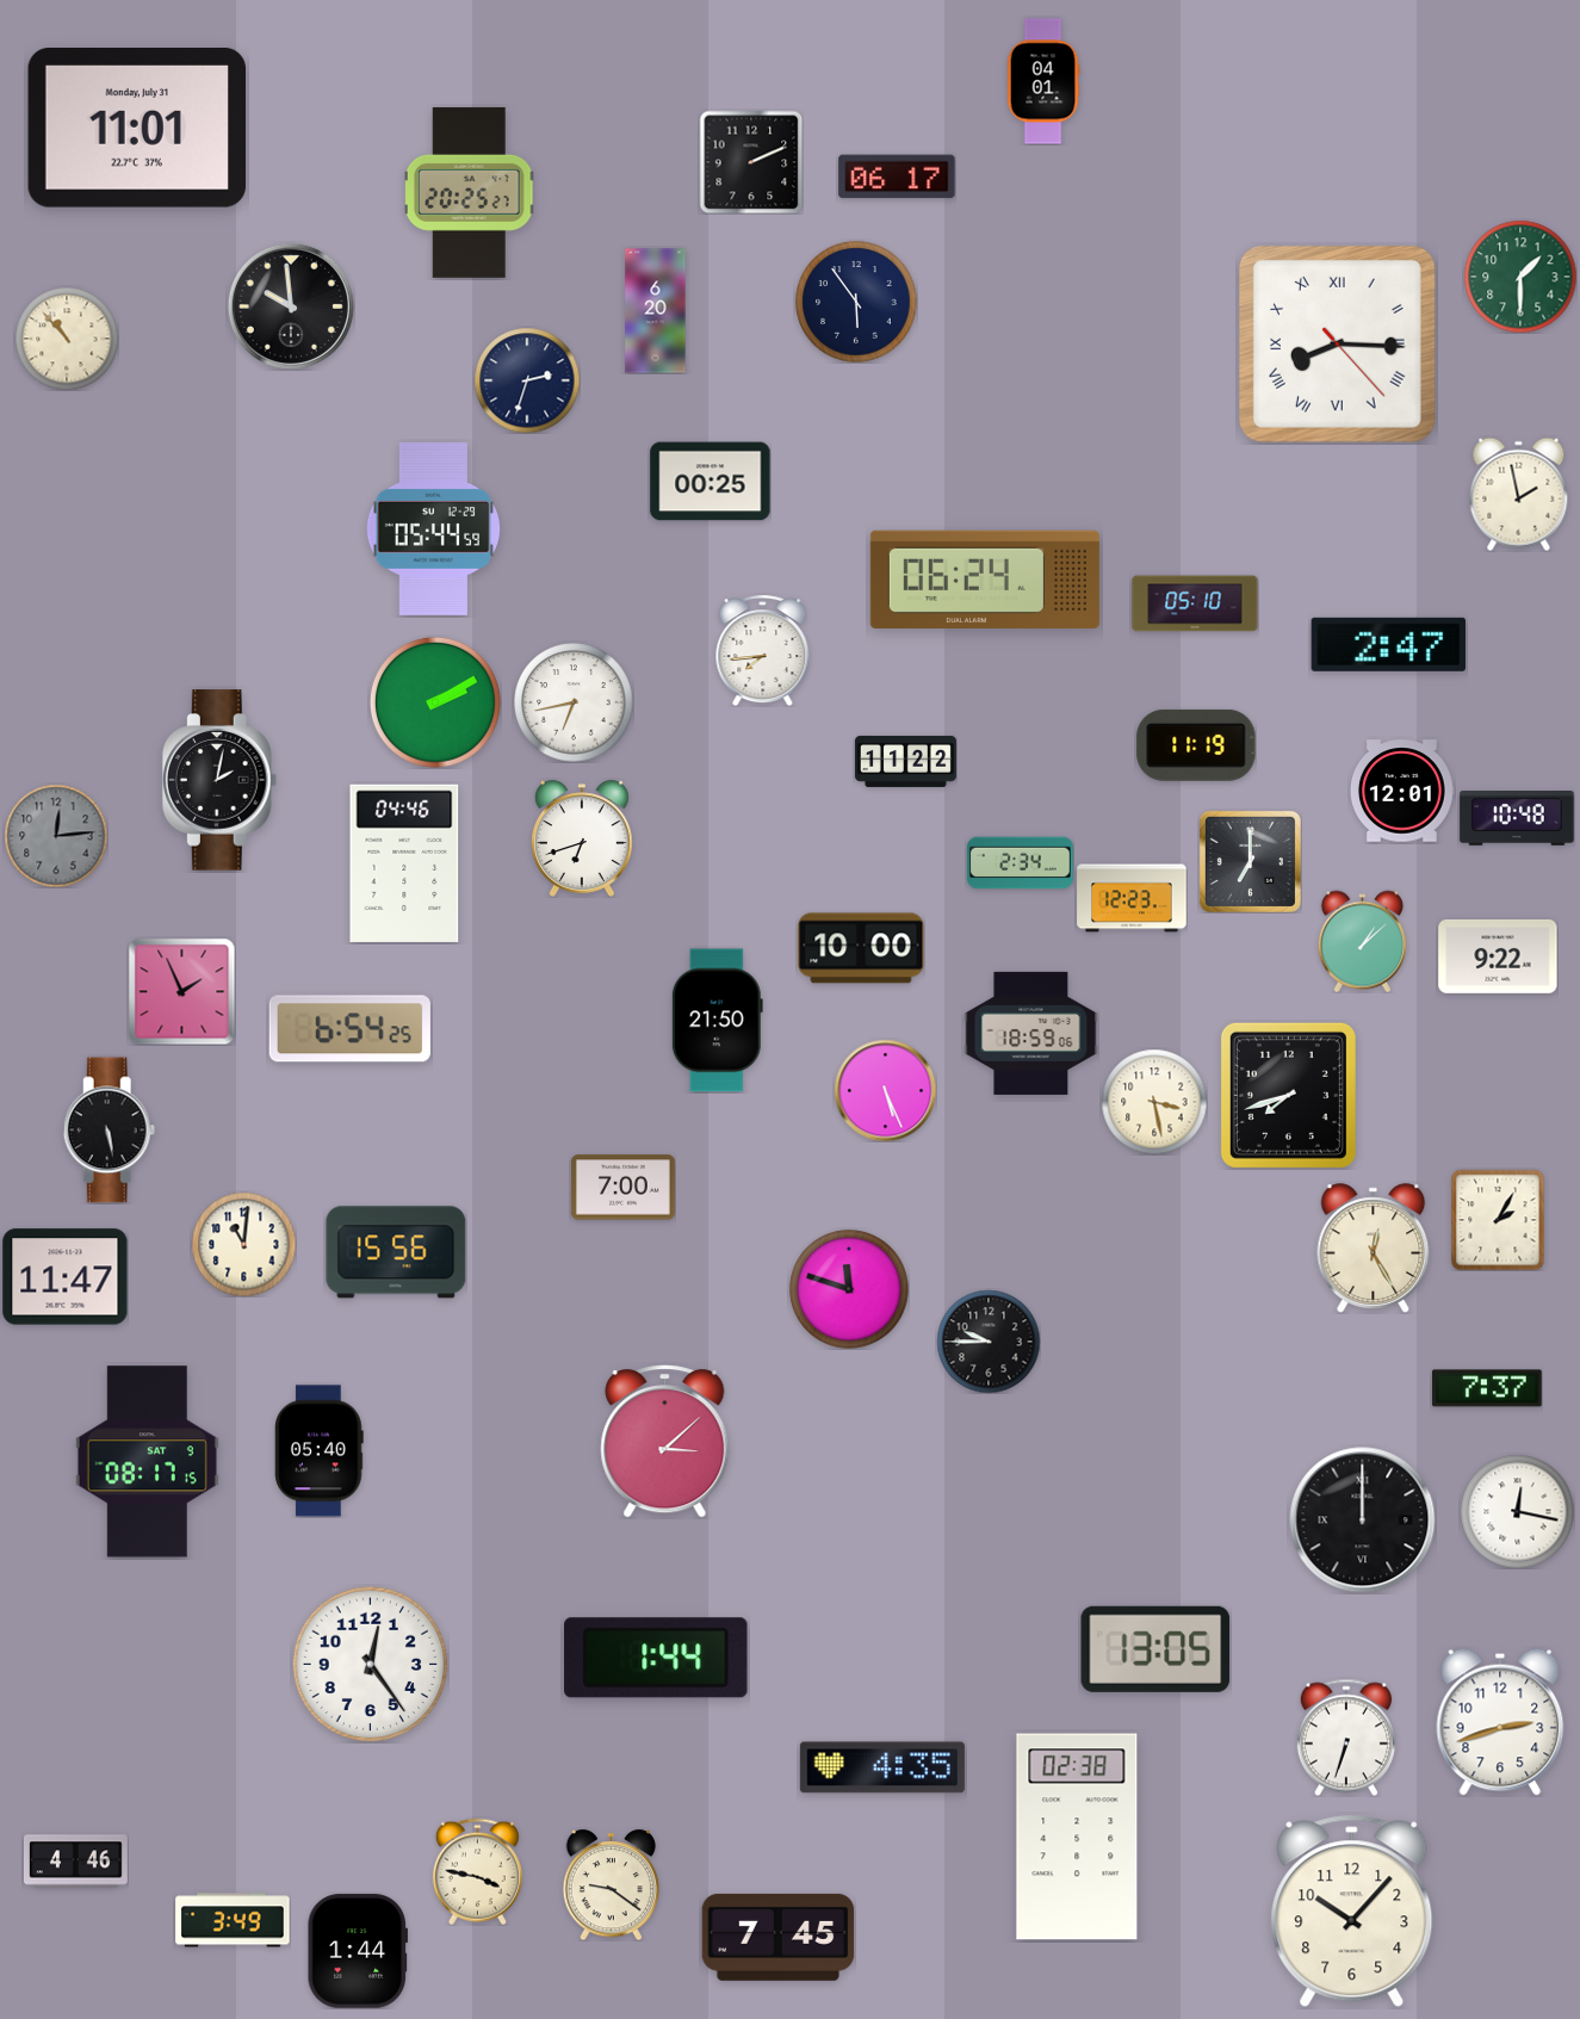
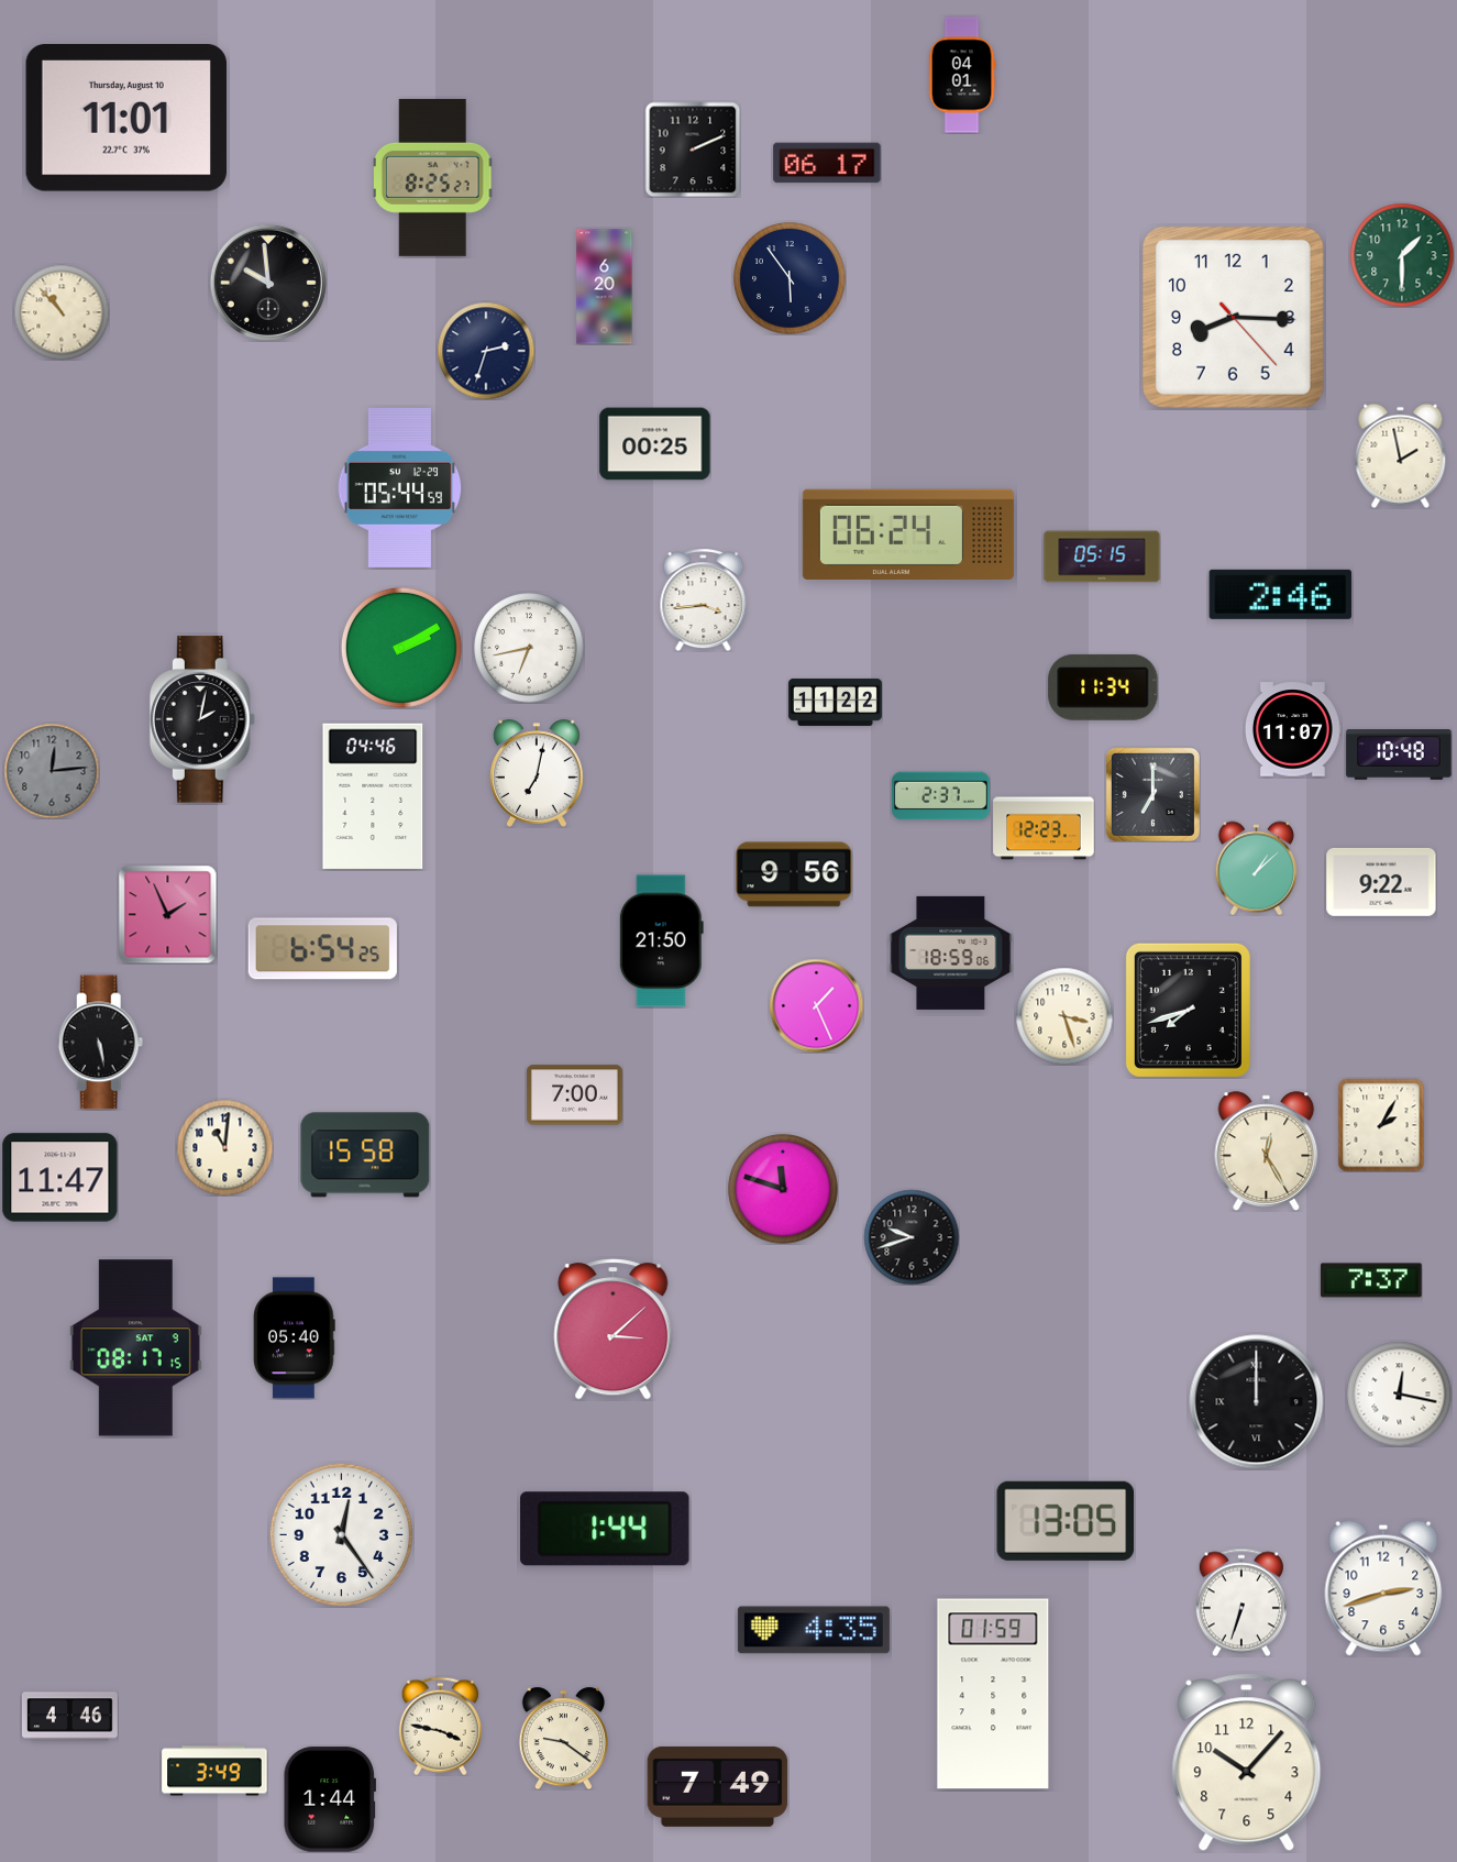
clock at (136, 129) date: Monday, July 31 -> Thursday, August 10
clock at (470, 192): 20:25 -> 8:25
clock at (1337, 343) numerals: Roman -> Arabic
clock at (1195, 603): 05:10 -> 05:15
clock at (1388, 644): 2:47 -> 2:46
clock at (763, 650): 7:44 -> 3:44
clock at (1196, 745): 11:19 -> 11:34
clock at (1402, 791): 12:01 -> 11:07
clock at (583, 838): 6:42 -> 7:02
clock at (1021, 863): 2:34 -> 2:37
clock at (861, 948): 10:00 -> 9:56
clock at (885, 1090): 5:26 -> 1:26
clock at (1154, 1102): 3:28 -> 3:27
clock at (396, 1252): 15:56 -> 15:58
clock at (989, 1342): 9:45 -> 9:42
clock at (1077, 1837): 02:38 -> 01:59
clock at (779, 1937): 7:45 -> 7:49
